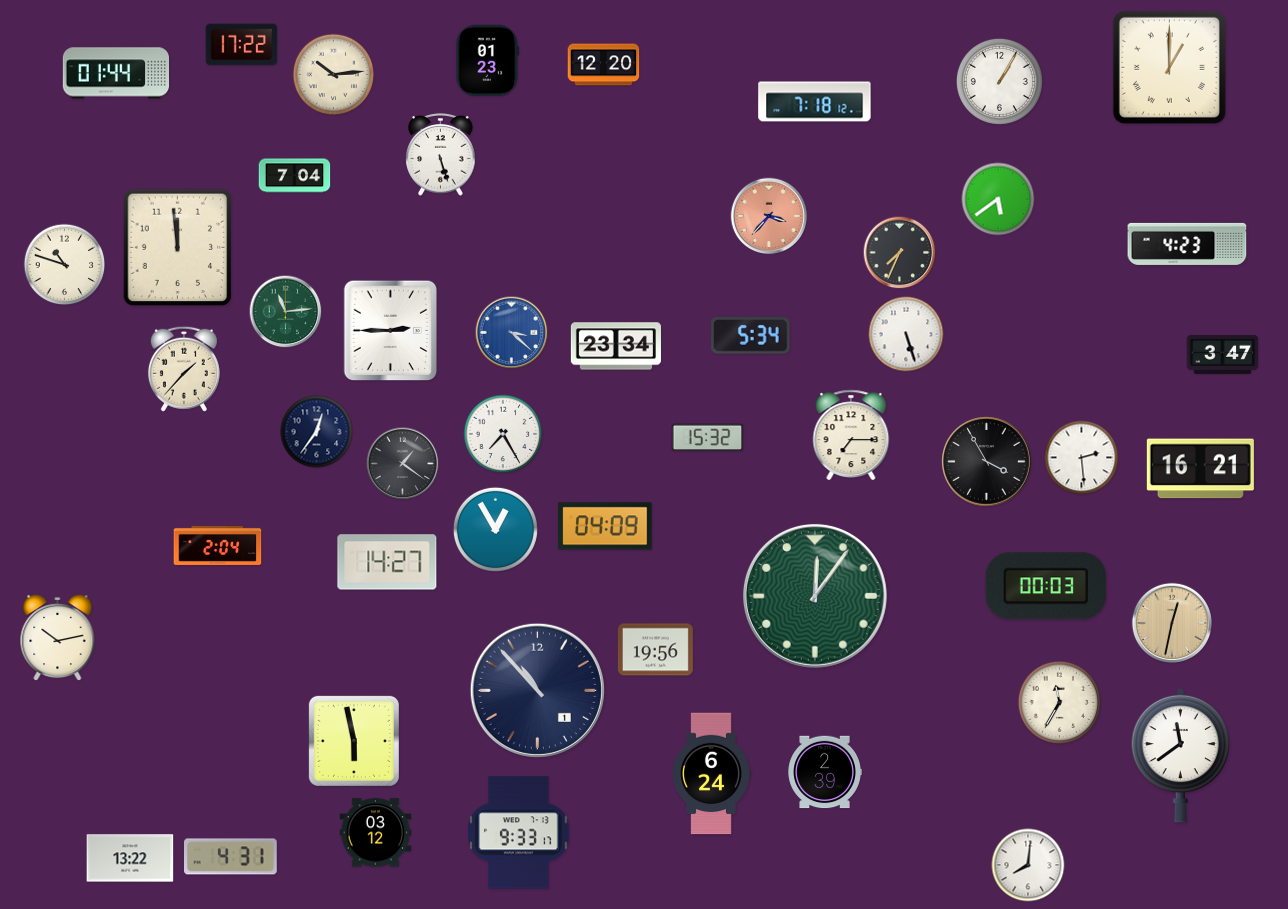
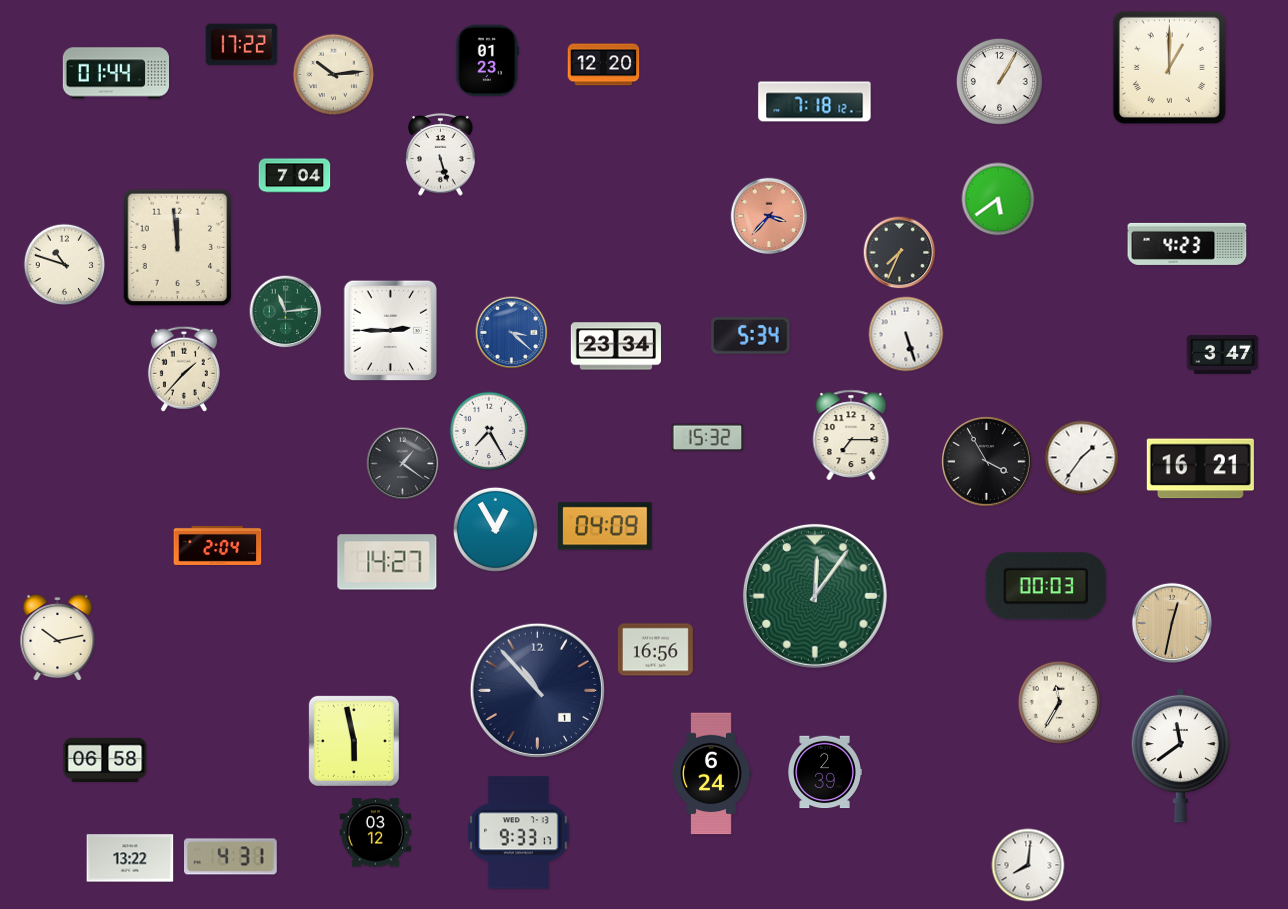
clock at (317, 432): 12:36 -> none
clock at (503, 434) position: (503, 434) -> (489, 431)
clock at (1082, 458): 2:29 -> 1:36
clock at (655, 650): 19:56 -> 16:56
clock at (105, 759): none -> 06:58
